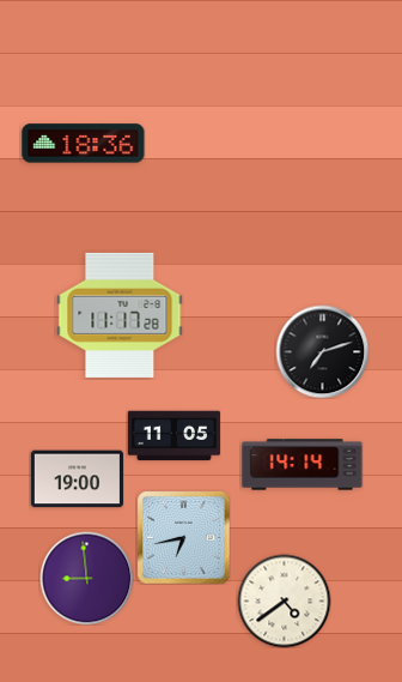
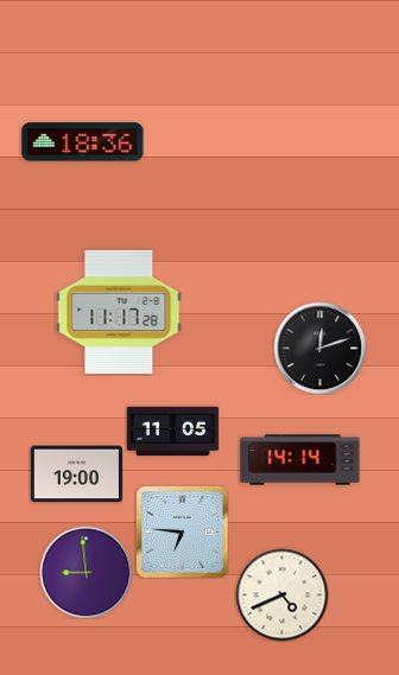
clock at (322, 351): 7:12 -> 12:12
clock at (183, 537): 6:43 -> 6:46
clock at (284, 600): 4:39 -> 4:41
